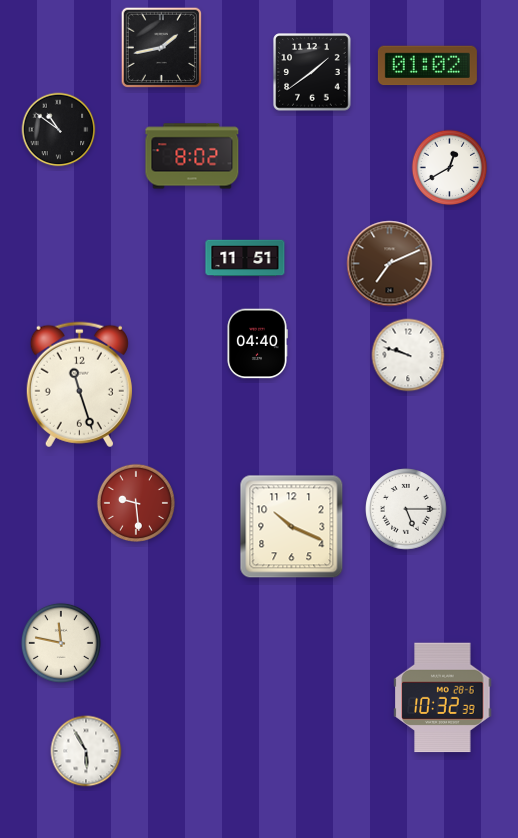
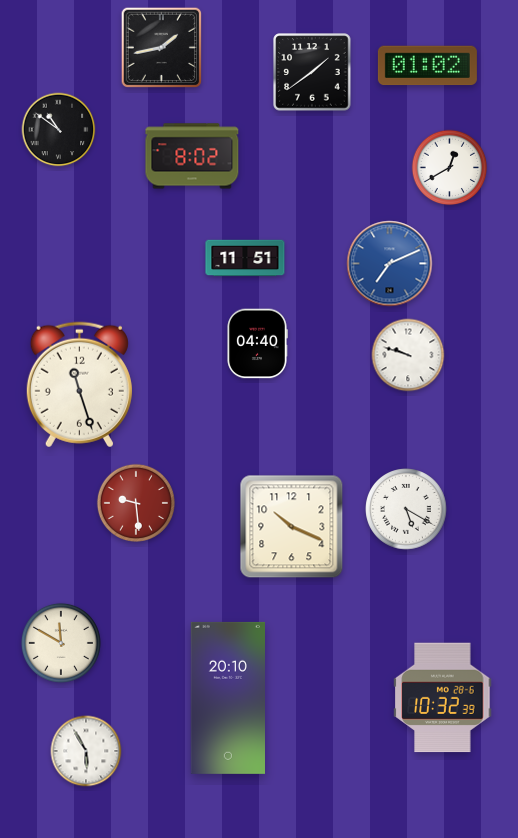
clock at (390, 264) dial: brown -> blue
clock at (406, 509): 5:15 -> 5:20
clock at (61, 643): 11:47 -> 11:50
clock at (227, 698): none -> 20:10
